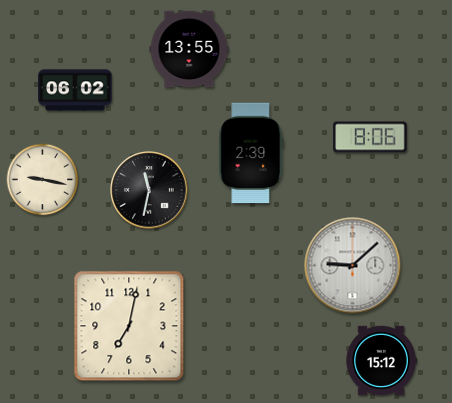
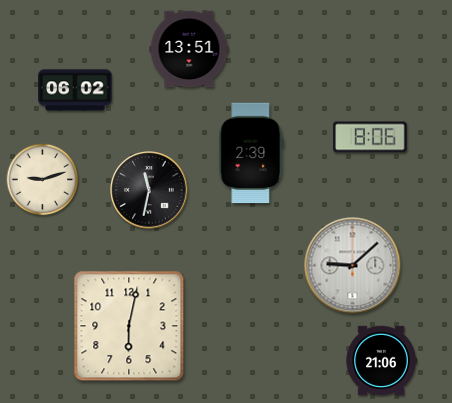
clock at (189, 49): 13:55 -> 13:51
clock at (43, 180): 9:17 -> 9:12
clock at (129, 326): 7:02 -> 6:02
clock at (381, 361): 15:12 -> 21:06
